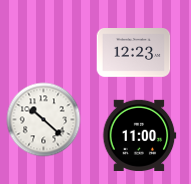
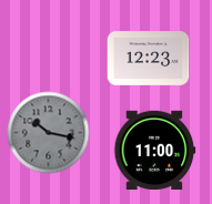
clock at (44, 120): 10:22 -> 10:17
clock at (44, 120) dial: white -> grey
